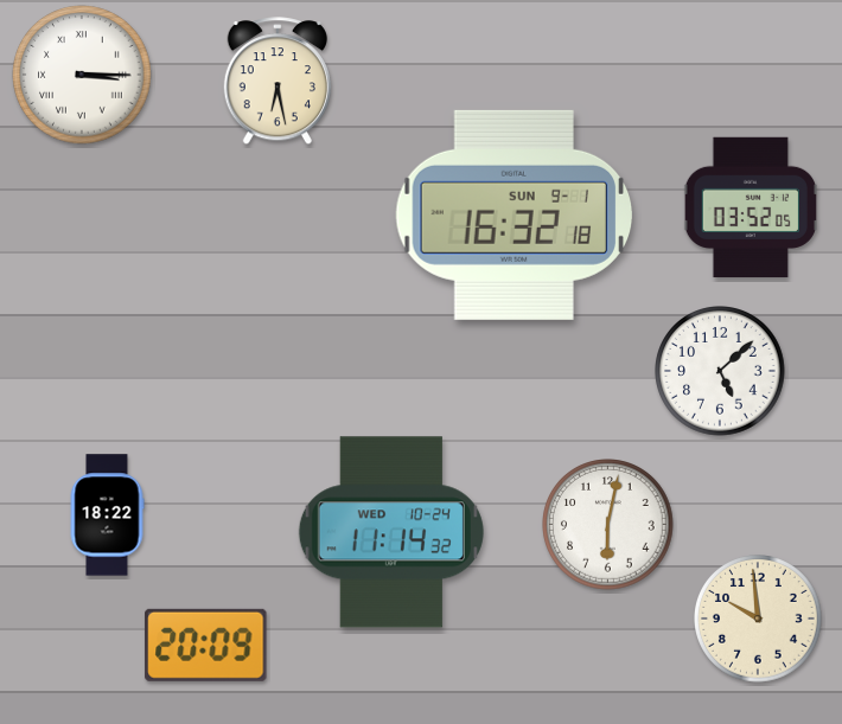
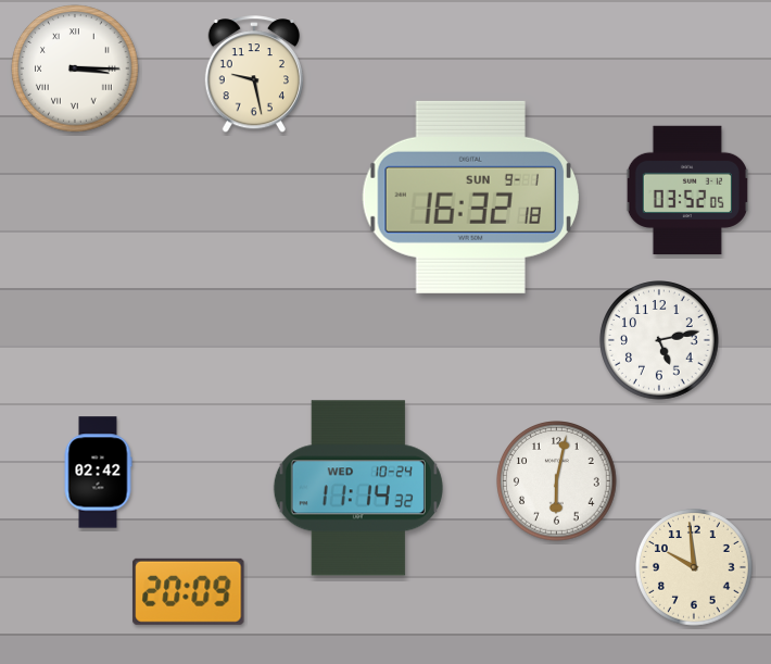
clock at (276, 82): 6:28 -> 9:28
clock at (721, 372): 5:08 -> 5:13
clock at (107, 515): 18:22 -> 02:42
